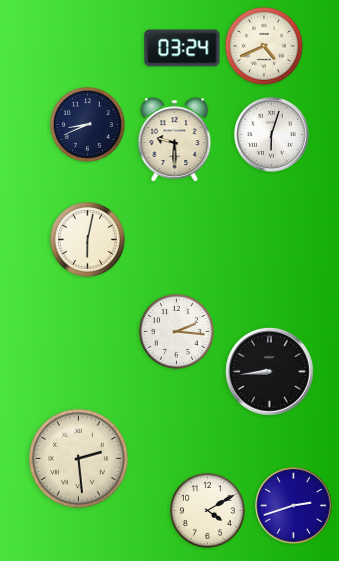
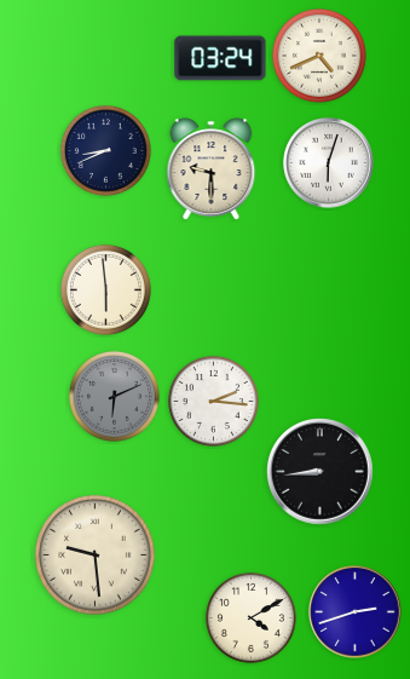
clock at (87, 239): 6:02 -> 5:59
clock at (114, 396): none -> 6:11
clock at (270, 372) position: (270, 372) -> (321, 472)
clock at (79, 459): 2:29 -> 9:29
